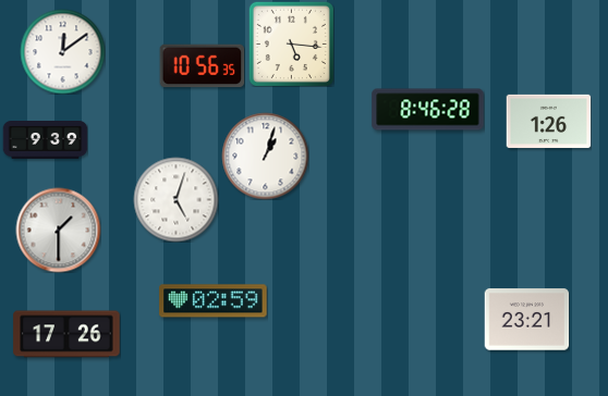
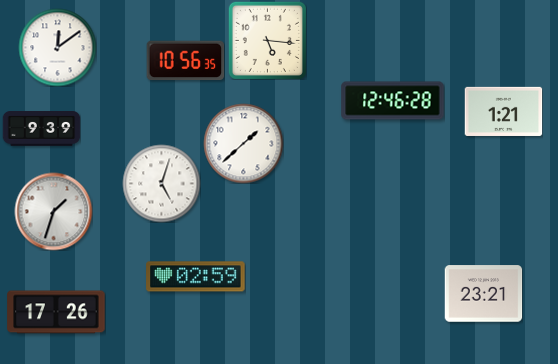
clock at (428, 110): 8:46 -> 12:46
clock at (548, 121): 1:26 -> 1:21
clock at (265, 156): 1:03 -> 1:38
clock at (58, 230): 1:30 -> 1:33
clock at (66, 334) position: (66, 334) -> (56, 312)
